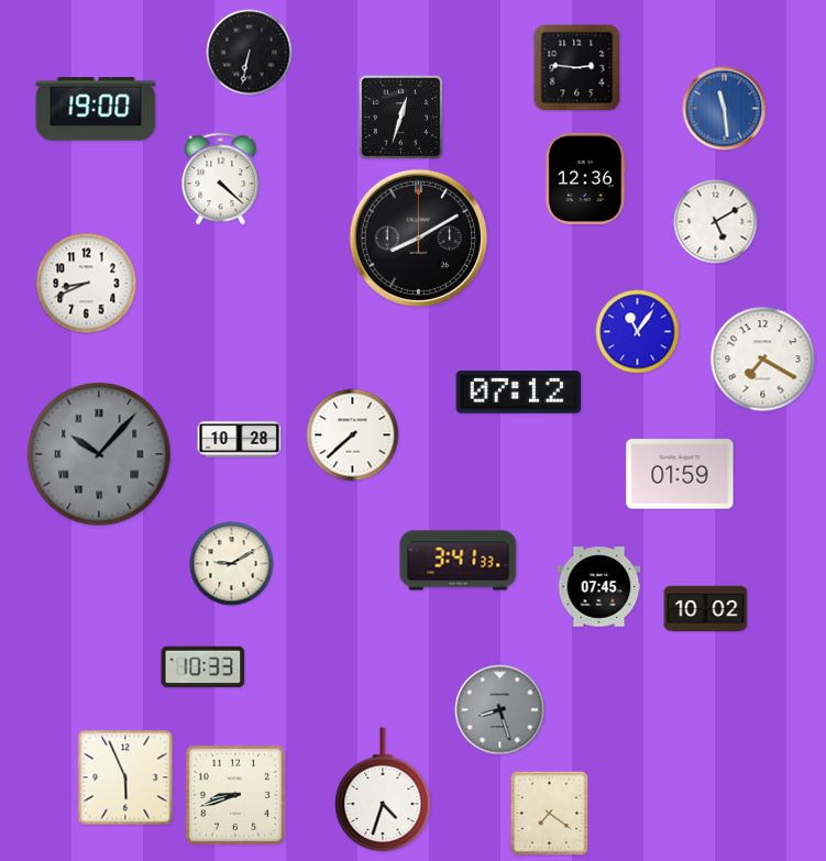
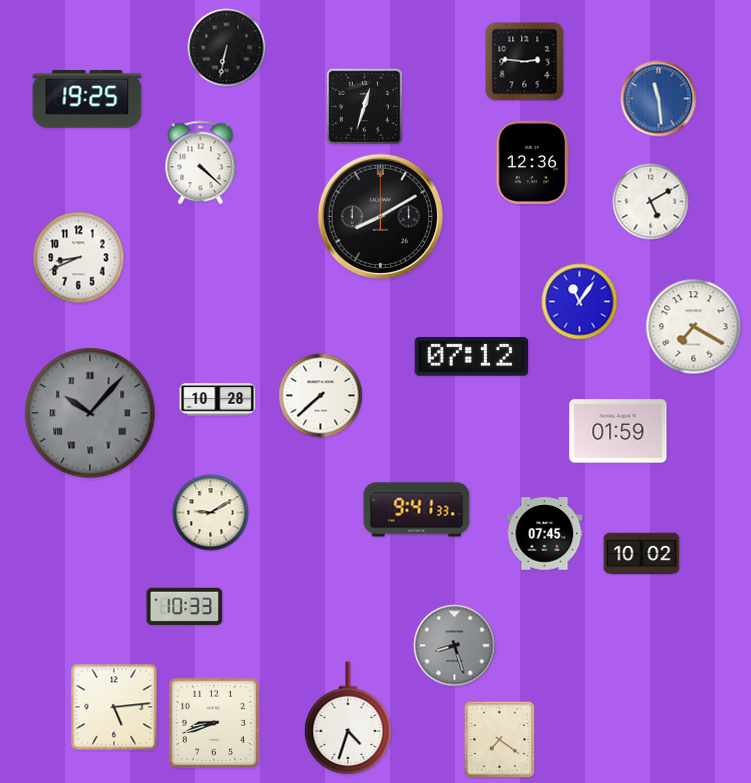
clock at (96, 109): 19:00 -> 19:25
clock at (459, 561): 3:41 -> 9:41
clock at (125, 777): 5:56 -> 5:14
